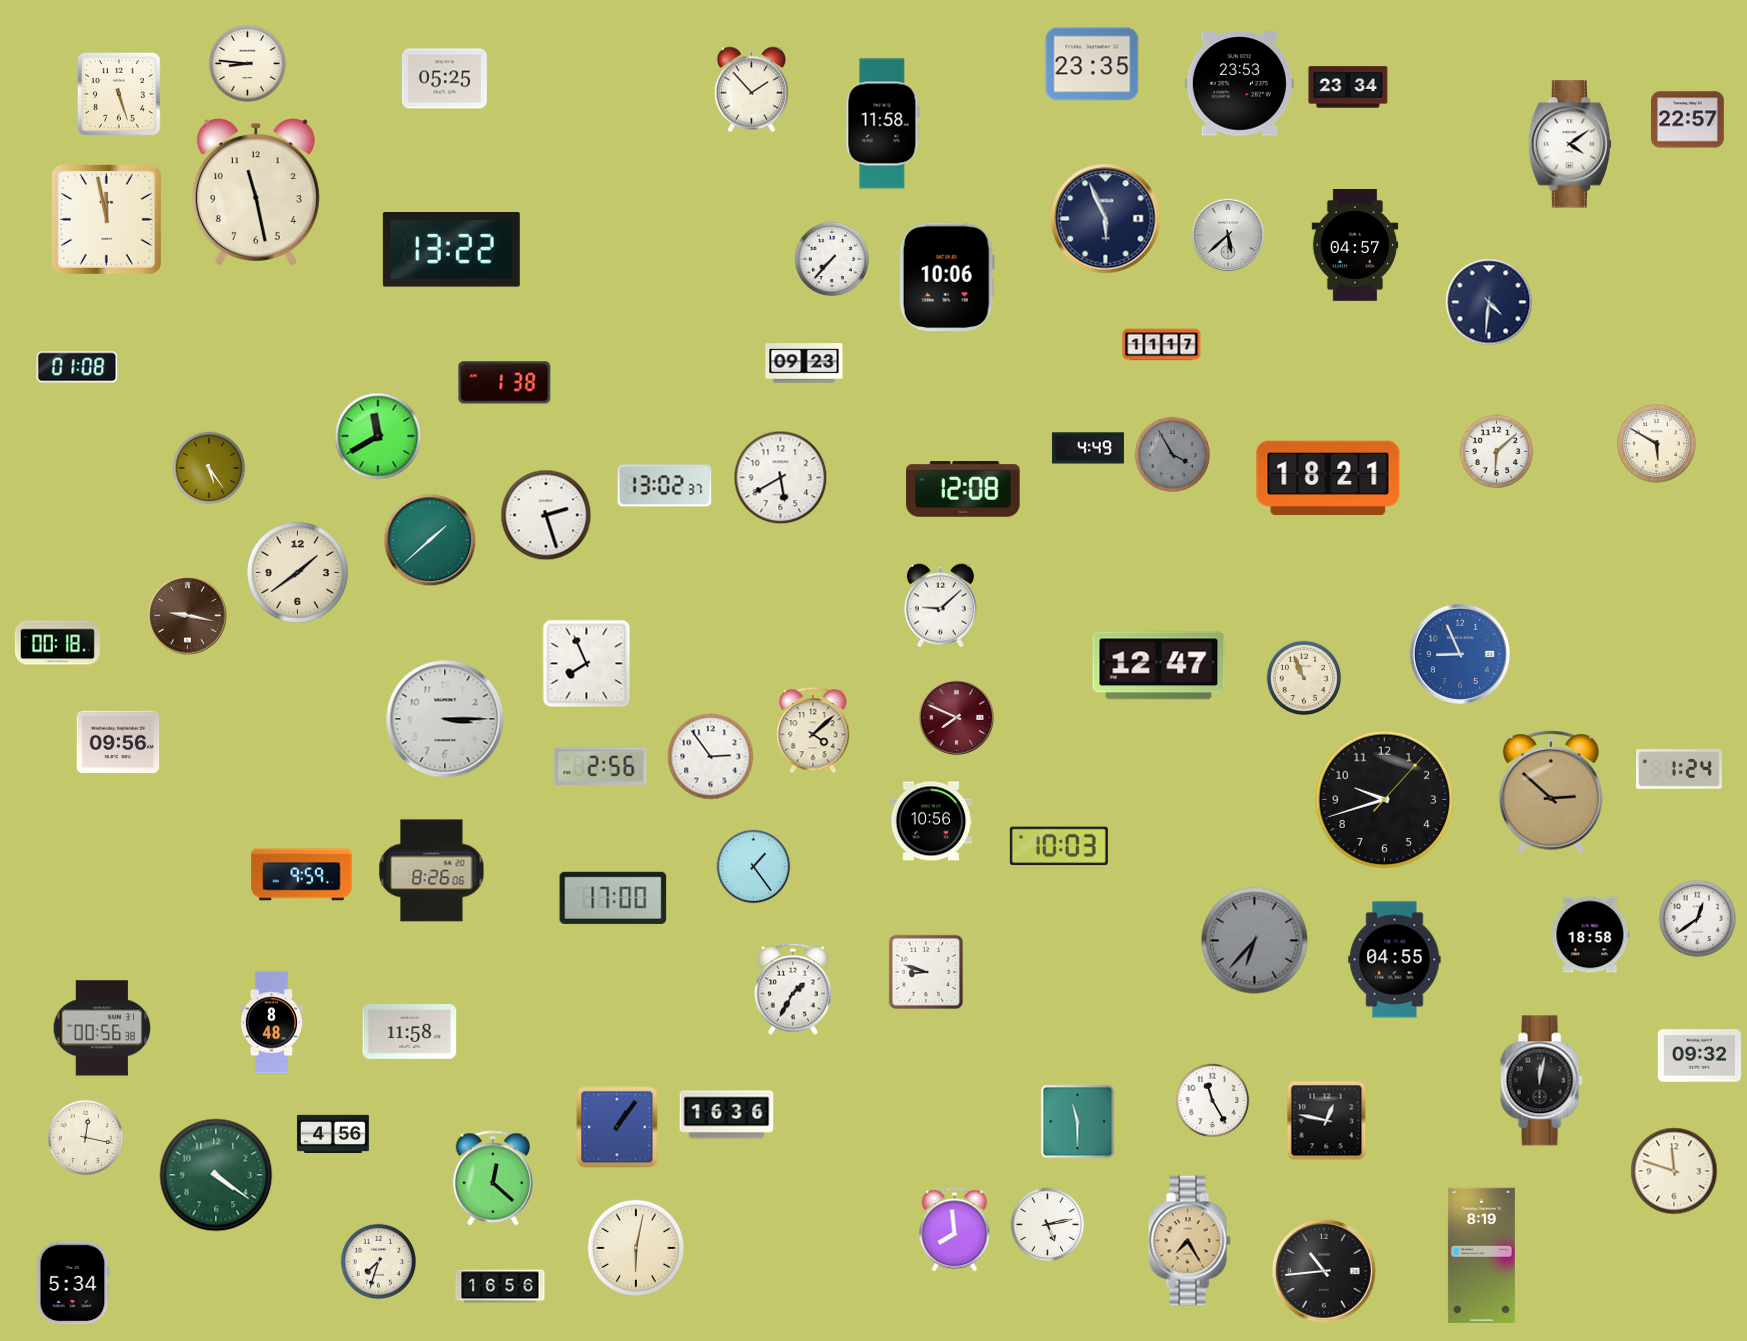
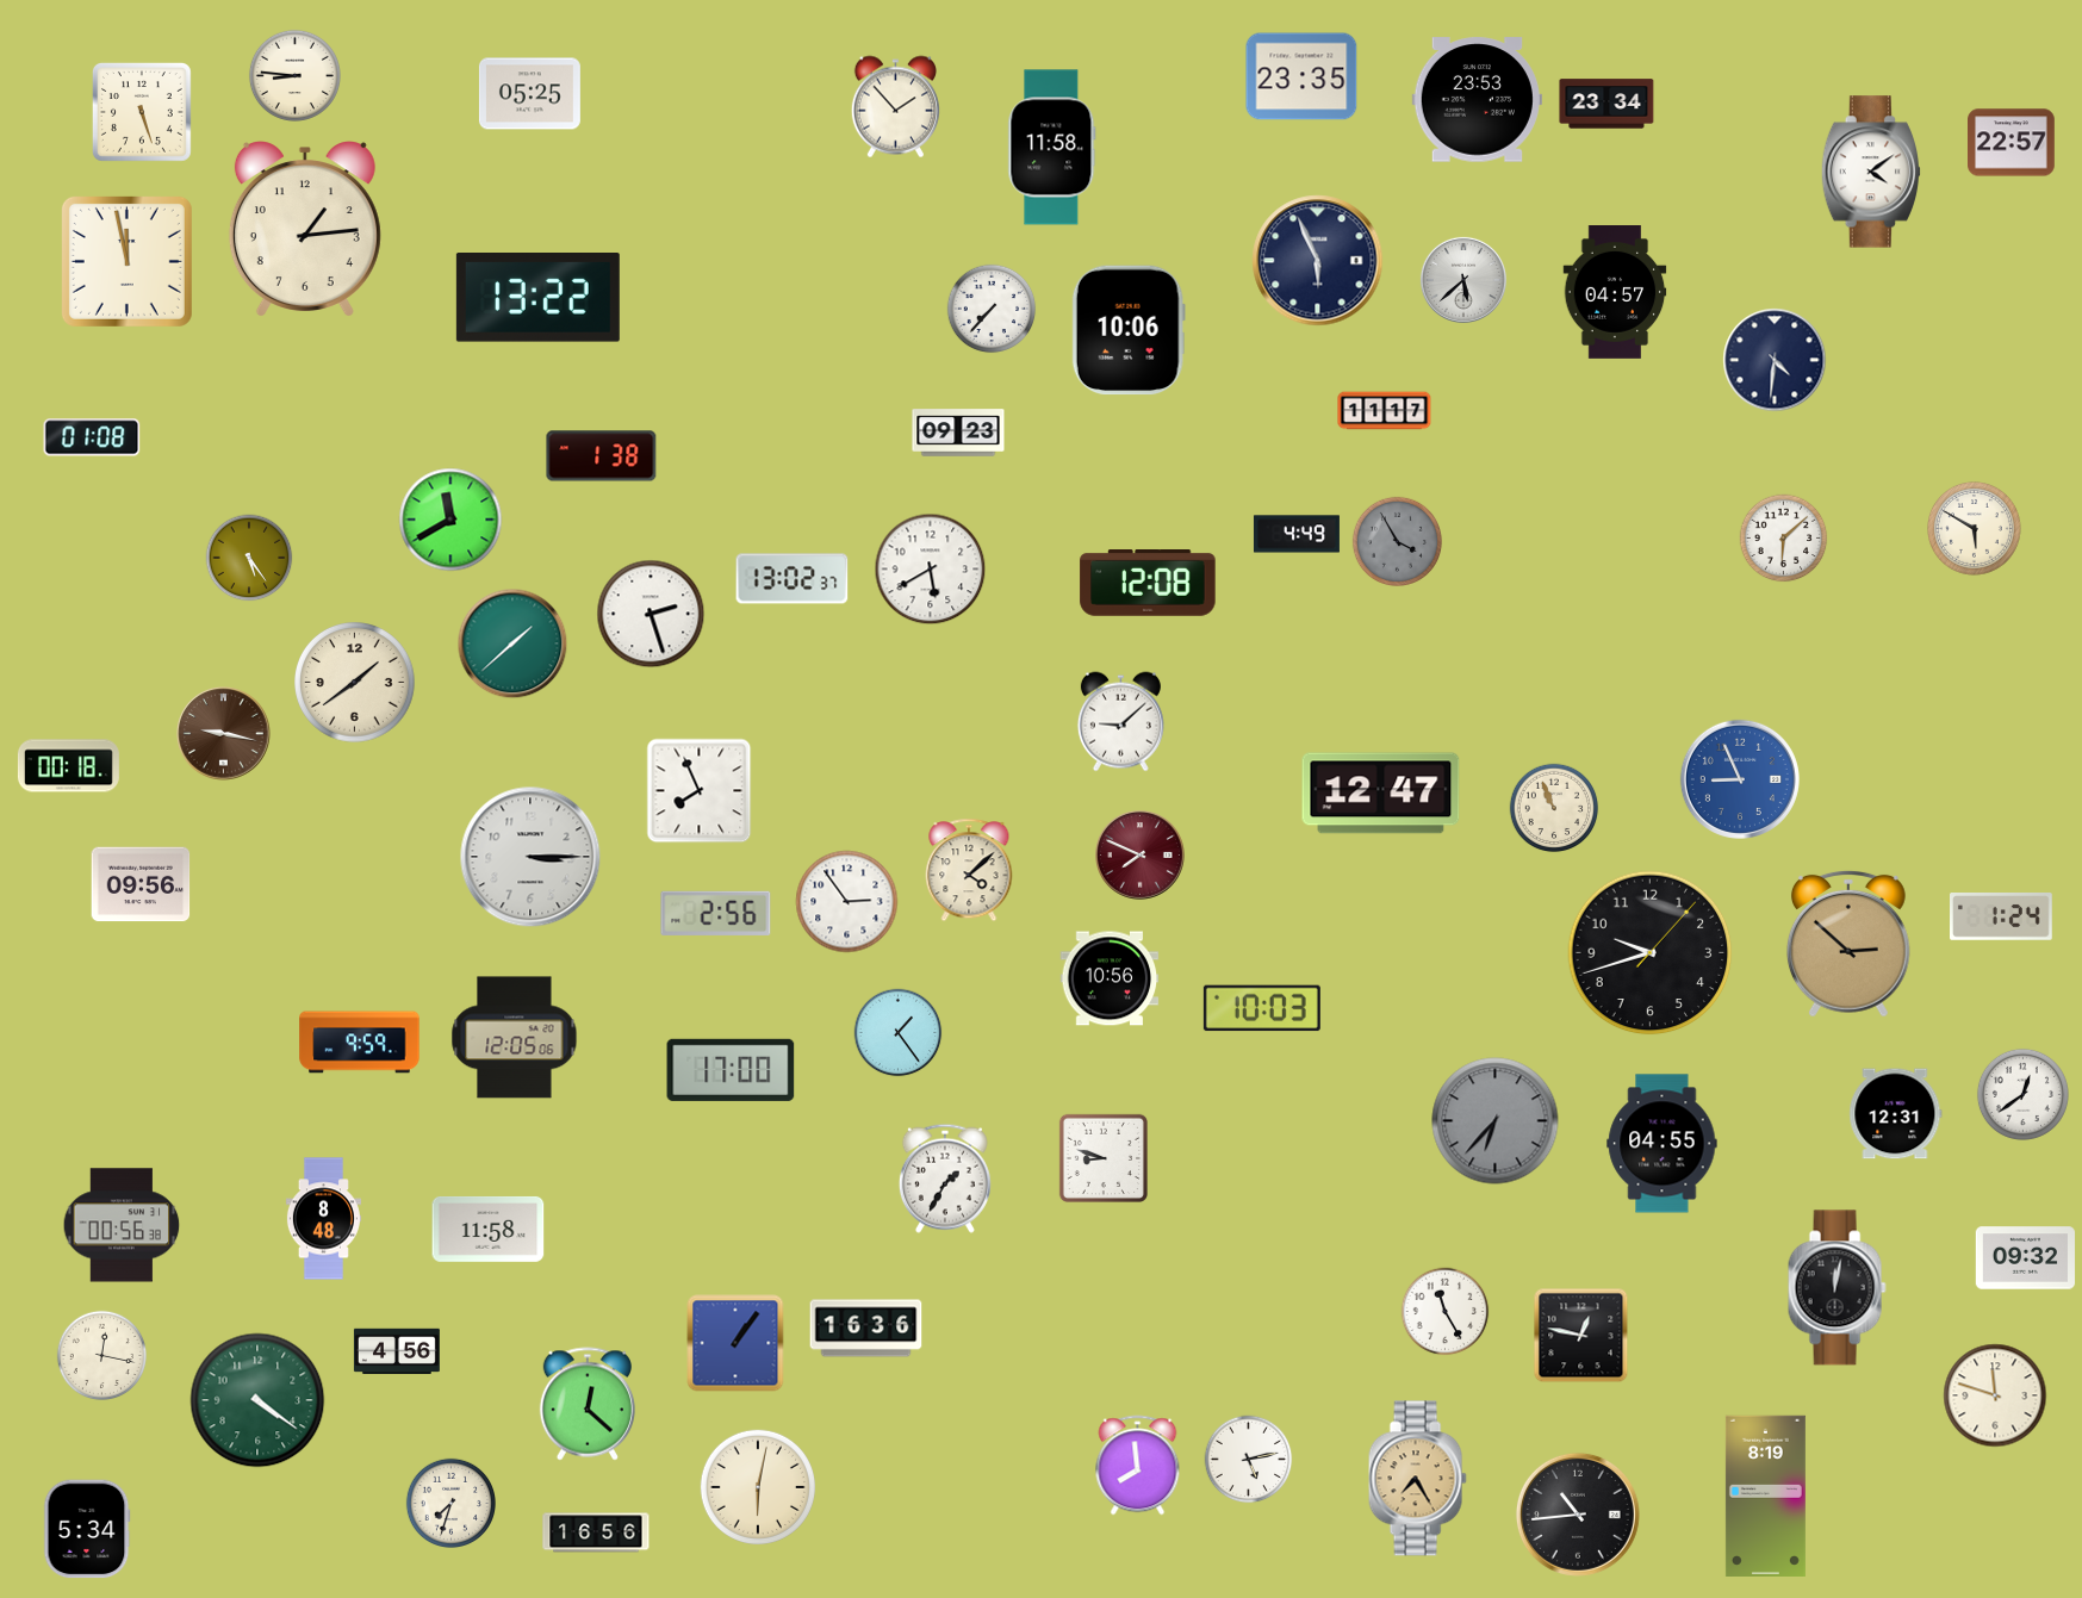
clock at (256, 192): 11:28 -> 1:14
clock at (1328, 478): 18:21 -> none
clock at (432, 871): 8:26 -> 12:05
clock at (1591, 935): 18:58 -> 12:31
clock at (1078, 1122): 11:30 -> none
